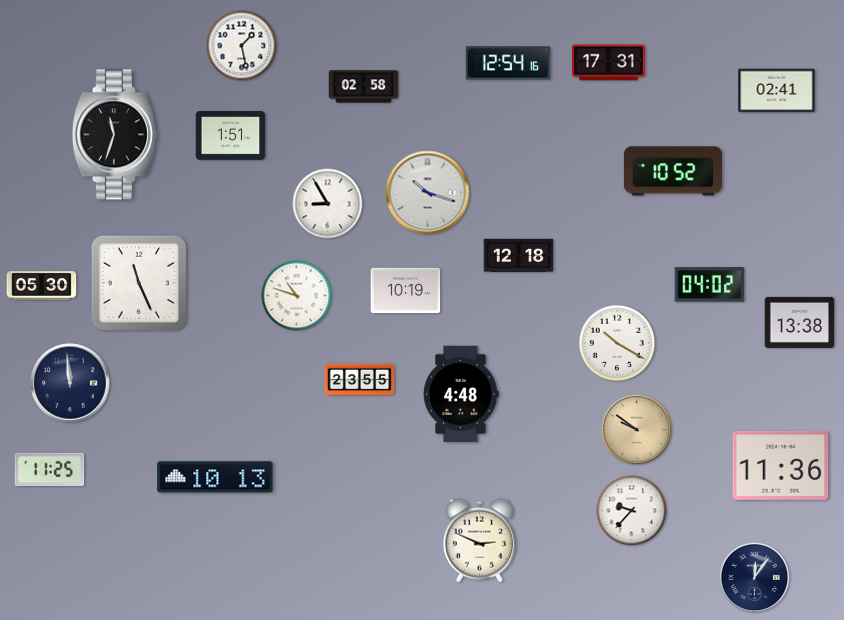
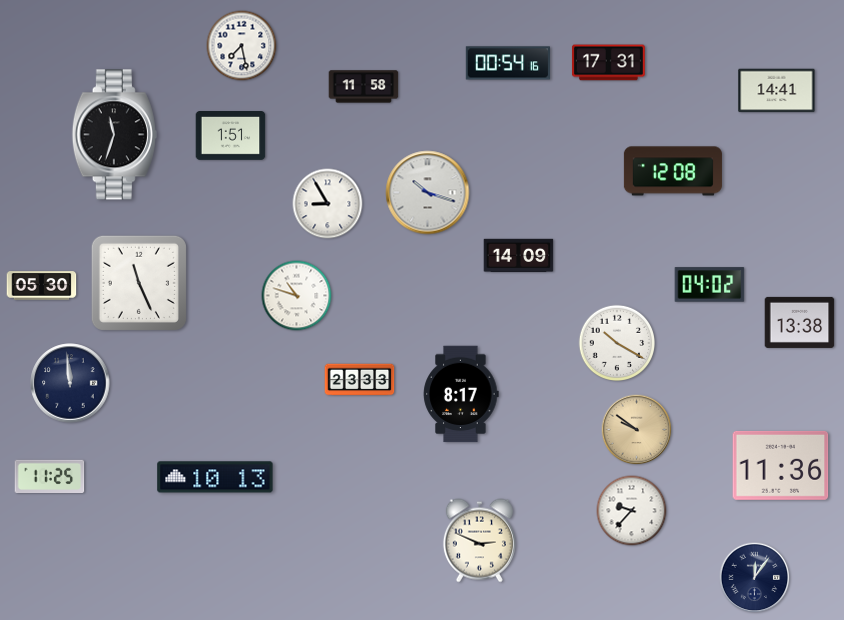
clock at (242, 46): 1:28 -> 7:28
clock at (507, 63): 12:54 -> 00:54
clock at (364, 87): 02:58 -> 11:58
clock at (777, 91): 02:41 -> 14:41
clock at (673, 171): 10:52 -> 12:08
clock at (519, 256): 12:18 -> 14:09
clock at (406, 291): 10:19 -> none
clock at (360, 380): 23:55 -> 23:33
clock at (461, 394): 4:48 -> 8:17
clock at (50, 469) position: (50, 469) -> (50, 476)
